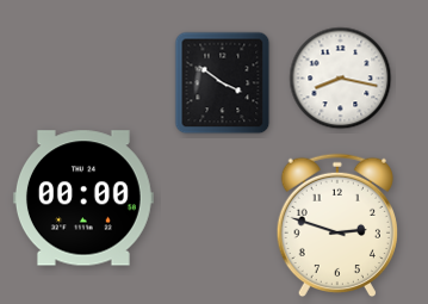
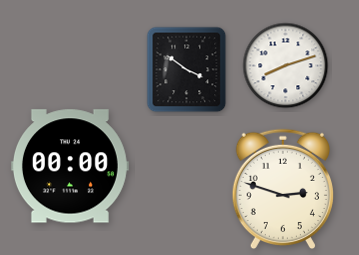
clock at (341, 79): 8:17 -> 8:12
